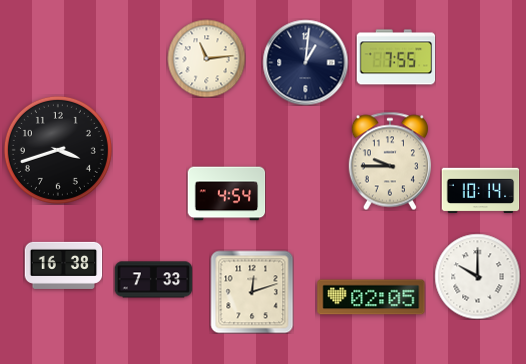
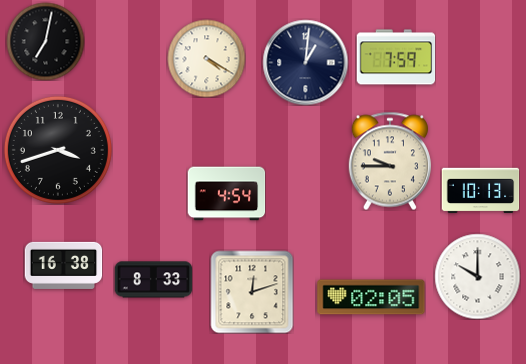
clock at (45, 41): none -> 7:02
clock at (396, 57): 7:55 -> 7:59
clock at (206, 58): 11:14 -> 4:20
clock at (480, 191): 10:14 -> 10:13
clock at (153, 280): 7:33 -> 8:33
